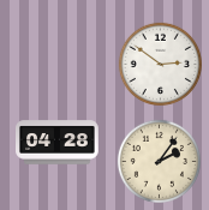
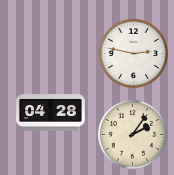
clock at (160, 64): 2:51 -> 2:47
clock at (58, 143) position: (58, 143) -> (51, 113)
